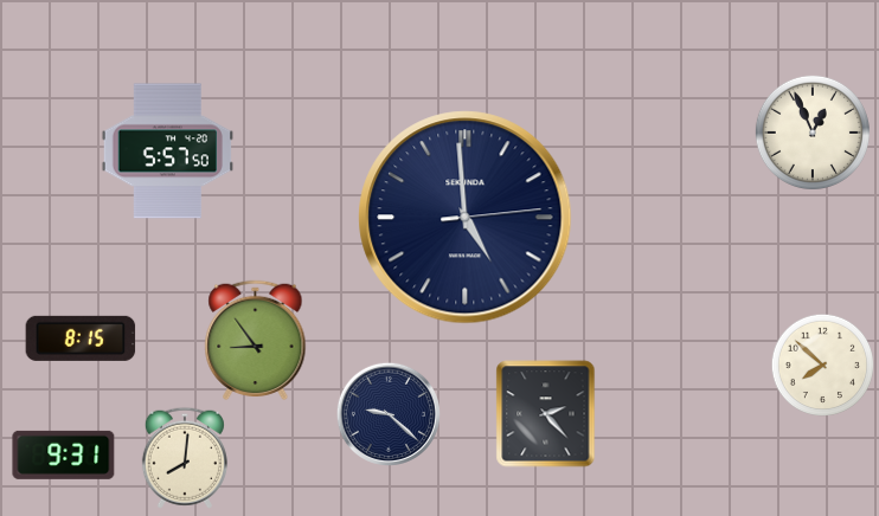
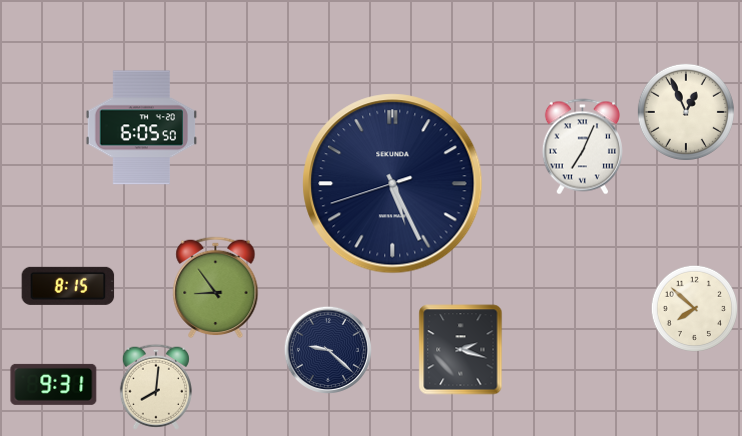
clock at (168, 151): 5:57 -> 6:05
clock at (582, 147): none -> 7:04
clock at (466, 218): 4:59 -> 5:25
clock at (546, 414): 2:23 -> 2:18
